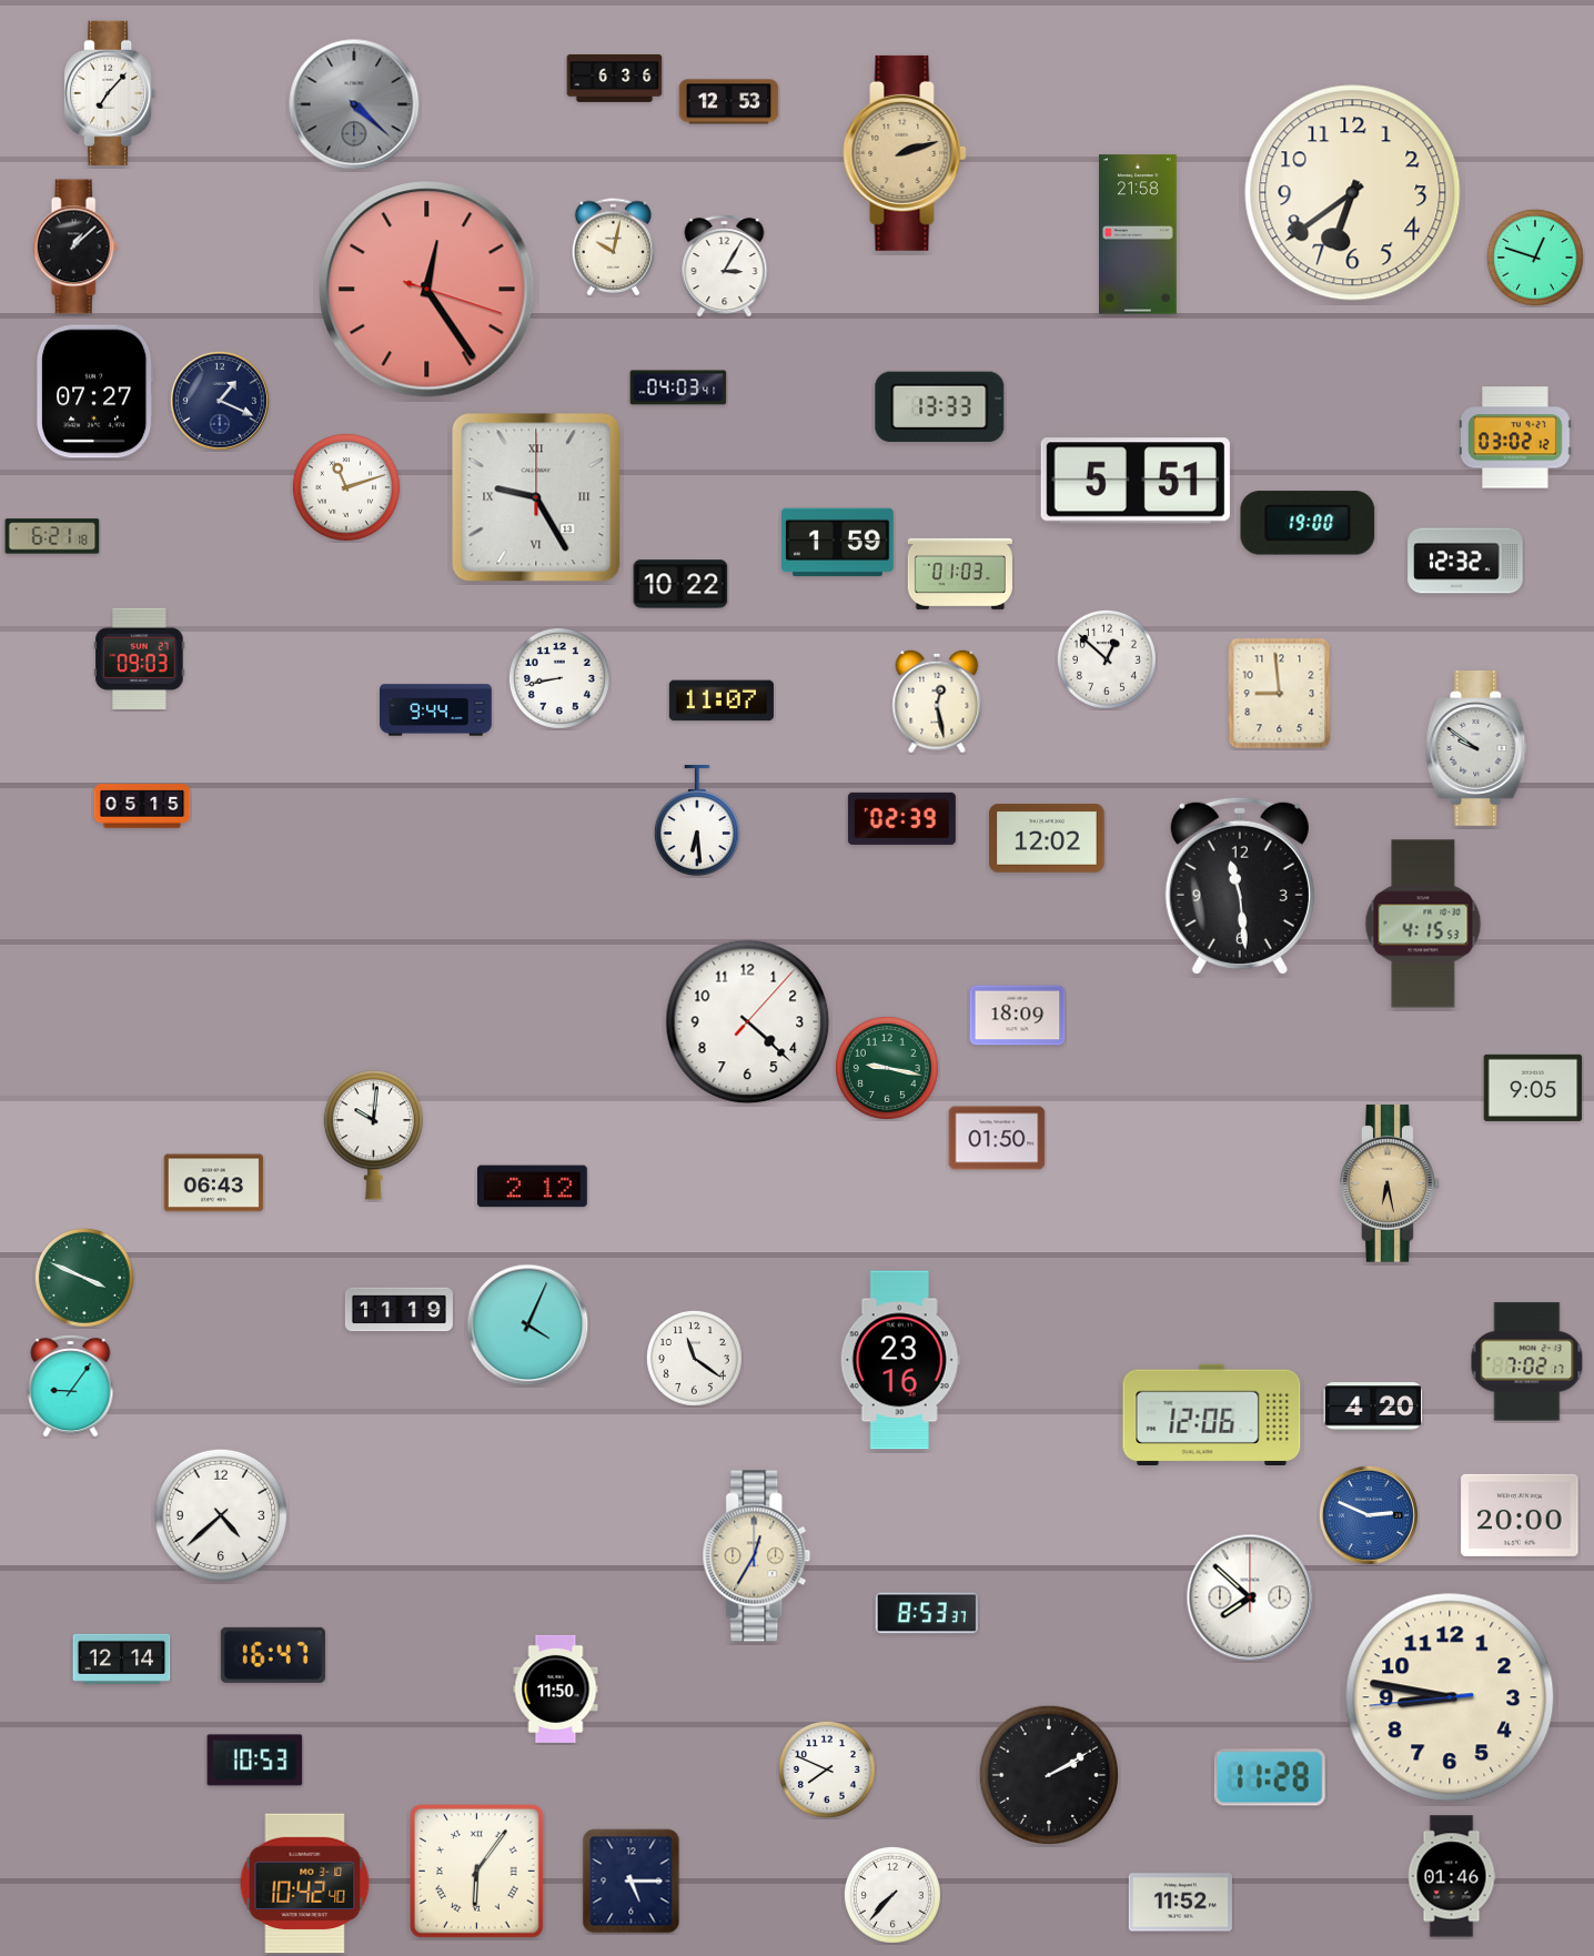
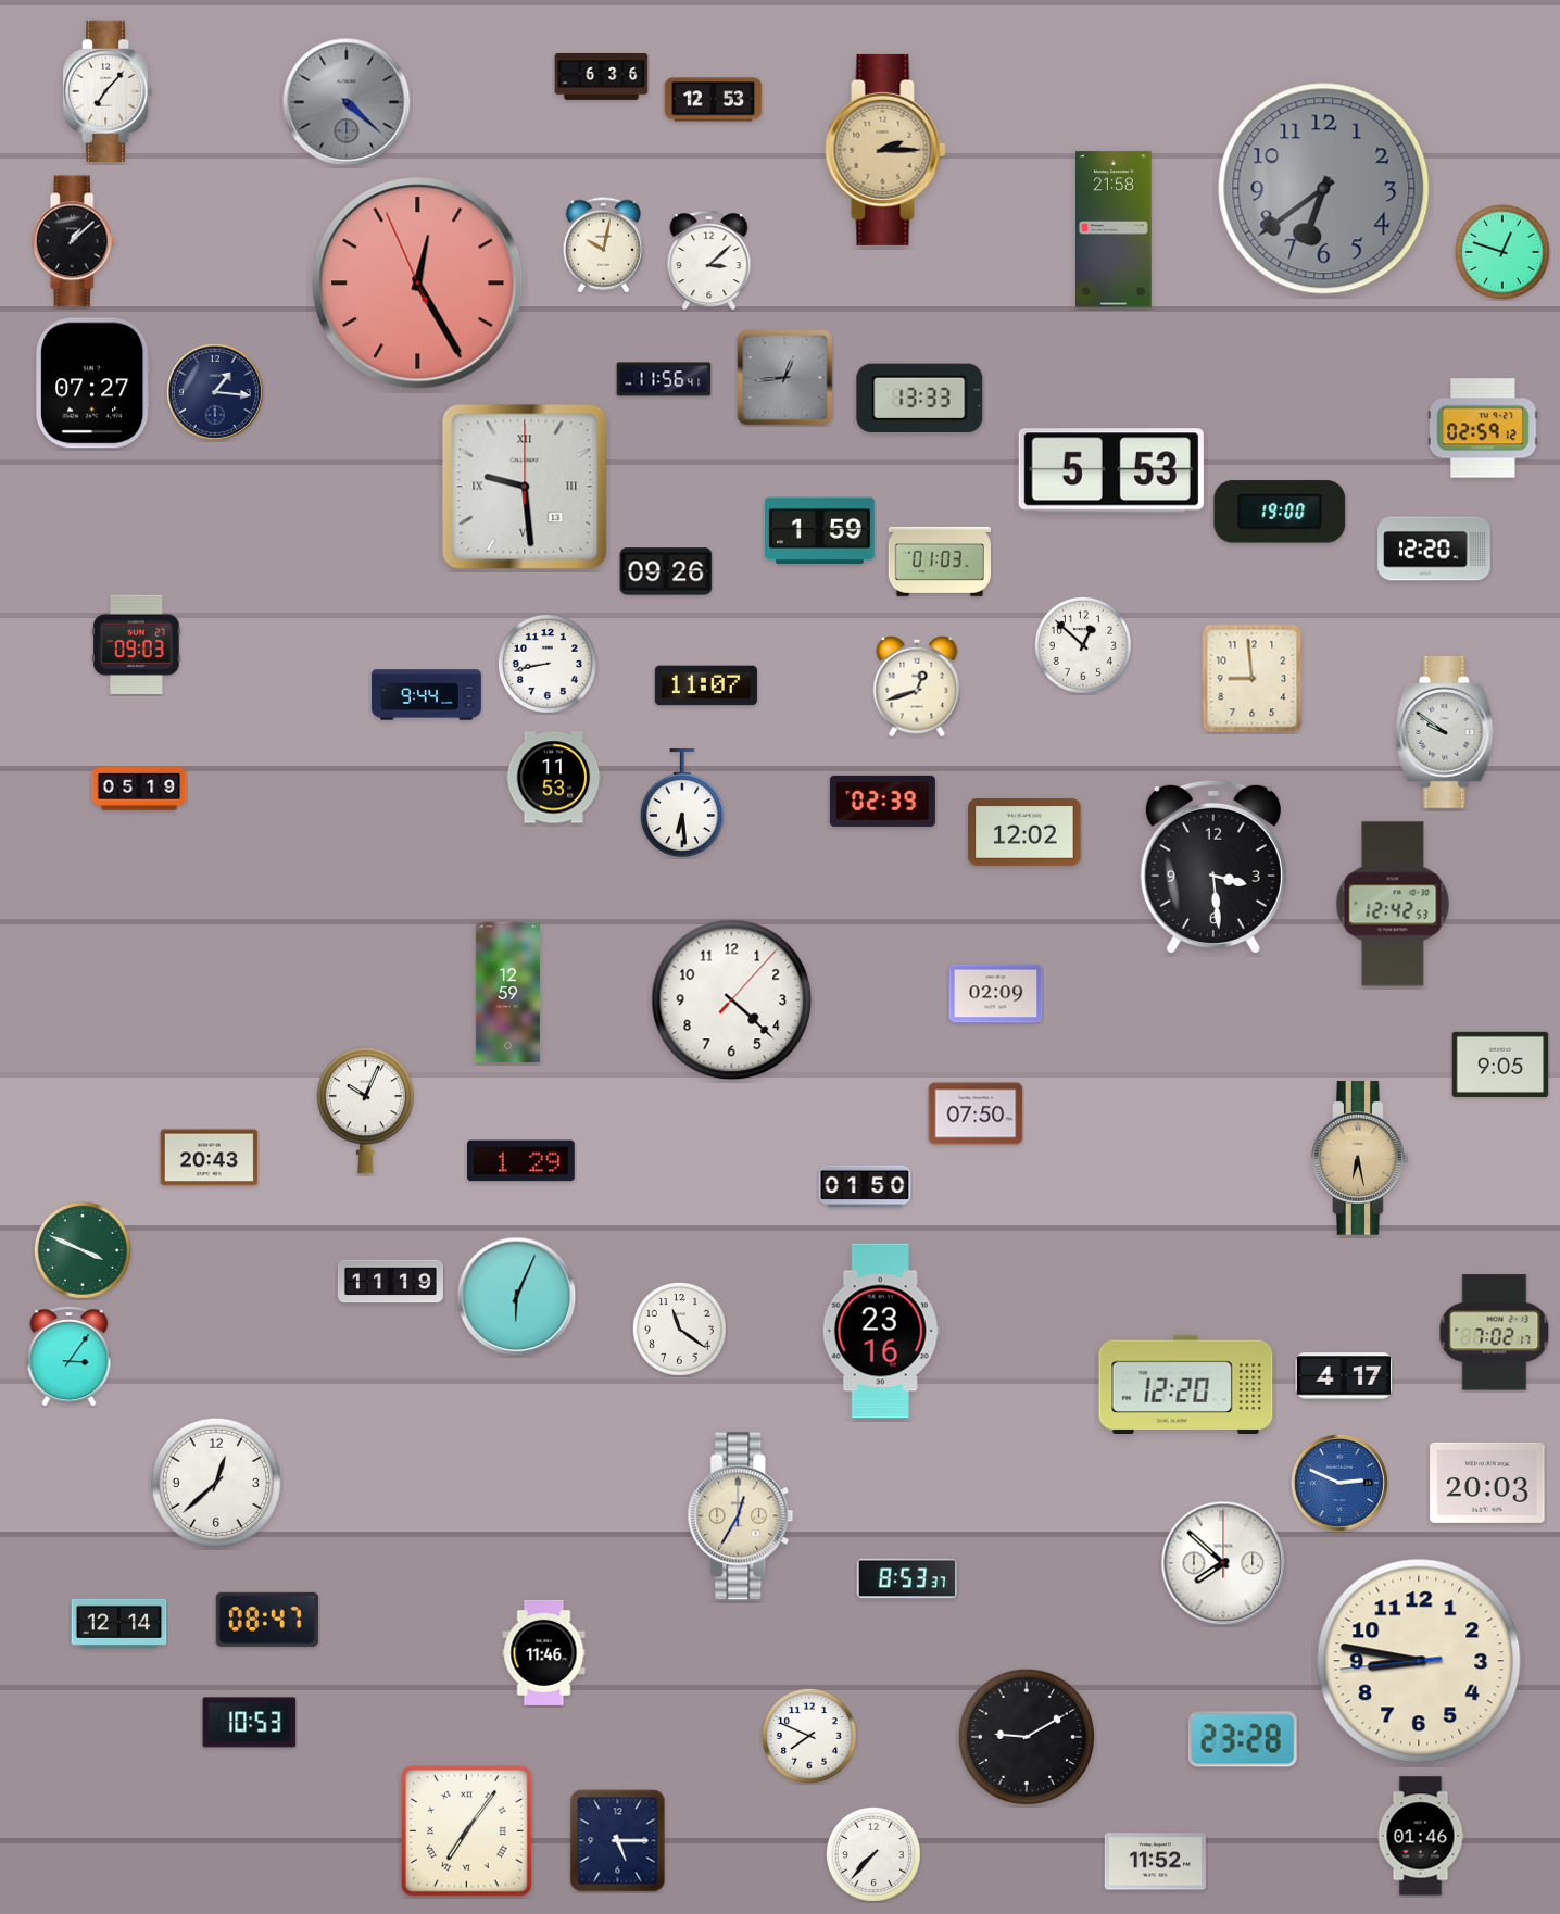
clock at (905, 153): 2:12 -> 2:15
clock at (1353, 193) dial: cream -> grey
clock at (614, 248) position: (614, 248) -> (604, 245)
clock at (725, 266): 3:05 -> 3:08
clock at (427, 290): 12:24:18 -> 12:24:56
clock at (785, 378): none -> 12:44
clock at (678, 387): 04:03 -> 11:56
clock at (220, 401): 1:19 -> 1:16
clock at (1515, 437): 03:02 -> 02:59
clock at (1136, 481): 5:51 -> 5:53
clock at (346, 487): 11:12 -> none
clock at (536, 497): 9:25 -> 9:29
clock at (52, 536): 6:21 -> none
clock at (1465, 561): 12:32 -> 12:20
clock at (680, 584): 10:22 -> 09:26
clock at (937, 702): 12:28 -> 12:42
clock at (554, 778): none -> 11:53
clock at (142, 806): 05:15 -> 05:19
clock at (1047, 839) position: (1047, 839) -> (1024, 833)
clock at (1240, 886): 11:29 -> 3:29
clock at (1423, 924): 4:15 -> 12:42
clock at (507, 993): none -> 12:59
clock at (1018, 1016): 18:09 -> 02:09
clock at (887, 1068): 9:17 -> none
clock at (373, 1136): 10:01 -> 10:04
clock at (997, 1138): 01:50 -> 07:50
clock at (214, 1183): 06:43 -> 20:43
clock at (532, 1187): 2:12 -> 1:29
clock at (865, 1186): none -> 01:50
clock at (528, 1325): 4:04 -> 6:04
clock at (71, 1387): 9:06 -> 3:06
clock at (1373, 1406): 4:20 -> 4:17
clock at (1212, 1414): 12:06 -> 12:20
clock at (221, 1515): 4:38 -> 12:38
clock at (1520, 1515): 20:00 -> 20:03
clock at (757, 1556) position: (757, 1556) -> (741, 1516)
clock at (273, 1655): 16:47 -> 08:47
clock at (556, 1688): 11:50 -> 11:46
clock at (827, 1770) position: (827, 1770) -> (809, 1736)
clock at (1048, 1774): 2:10 -> 9:10
clock at (1270, 1777): 11:28 -> 23:28
clock at (477, 1872): 6:06 -> 7:06
clock at (305, 1884): 10:42 -> none
